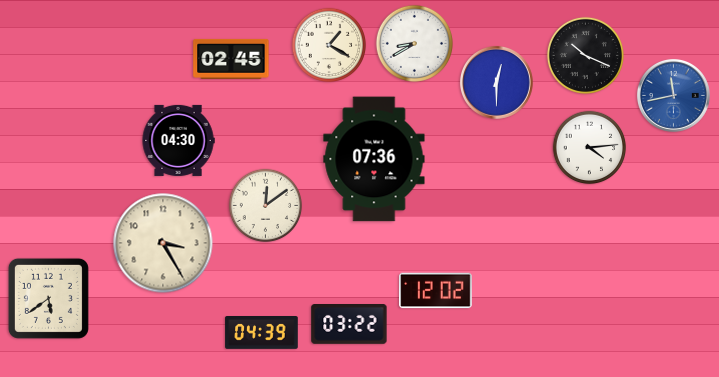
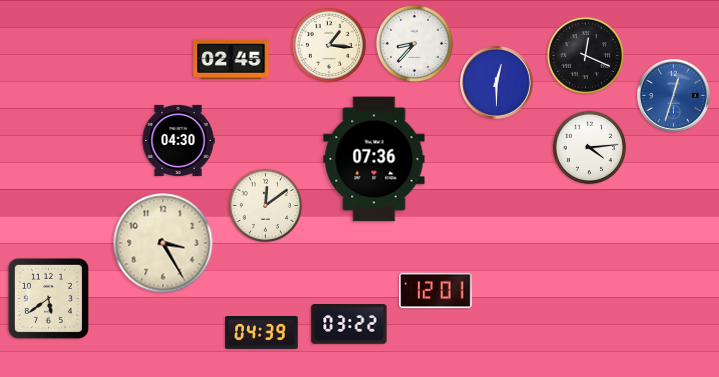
clock at (414, 43): 8:40 -> 8:37
clock at (329, 45): 1:20 -> 1:16
clock at (585, 55): 10:19 -> 12:19
clock at (674, 96): 11:43 -> 12:33
clock at (436, 291): 12:02 -> 12:01
